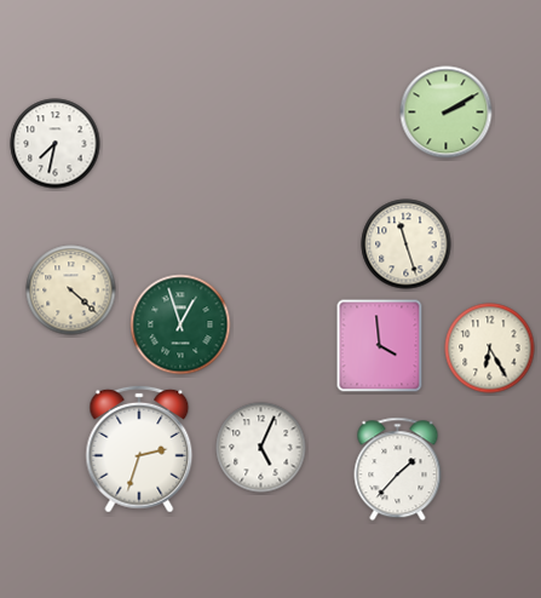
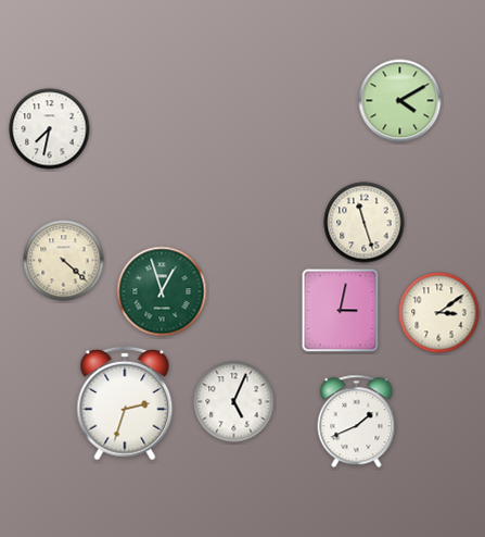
clock at (447, 113): 2:10 -> 4:10
clock at (407, 245) position: (407, 245) -> (365, 223)
clock at (380, 346): 3:59 -> 3:02
clock at (490, 349): 6:25 -> 3:09
clock at (398, 470): 1:37 -> 1:41
